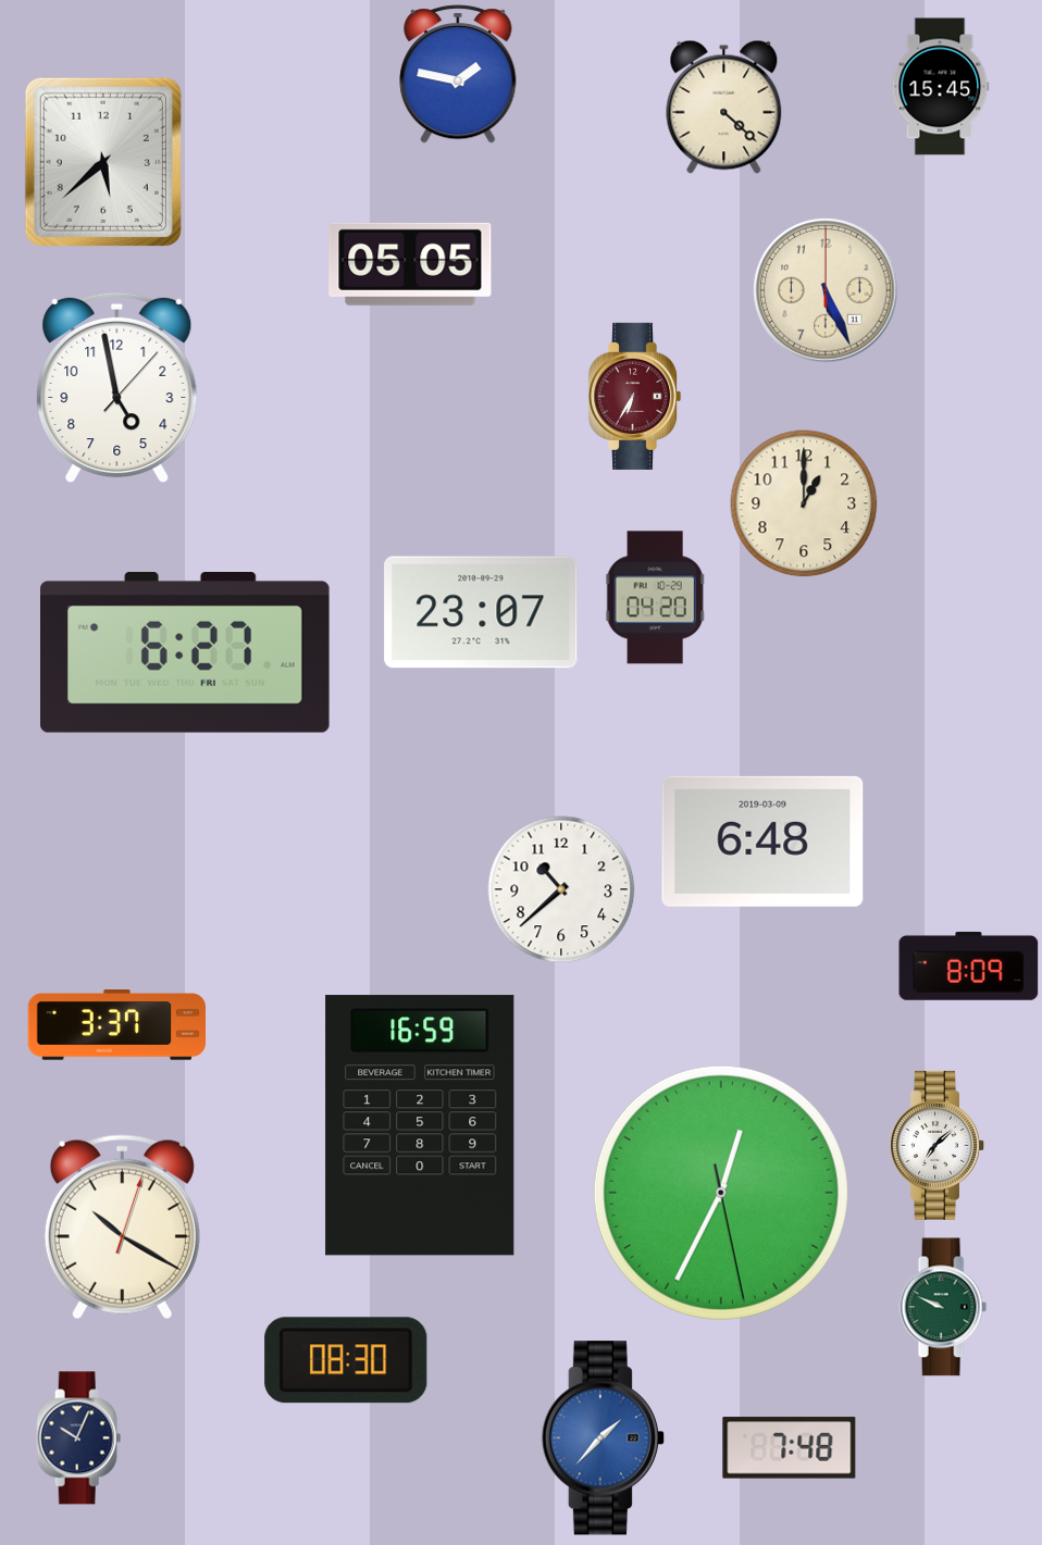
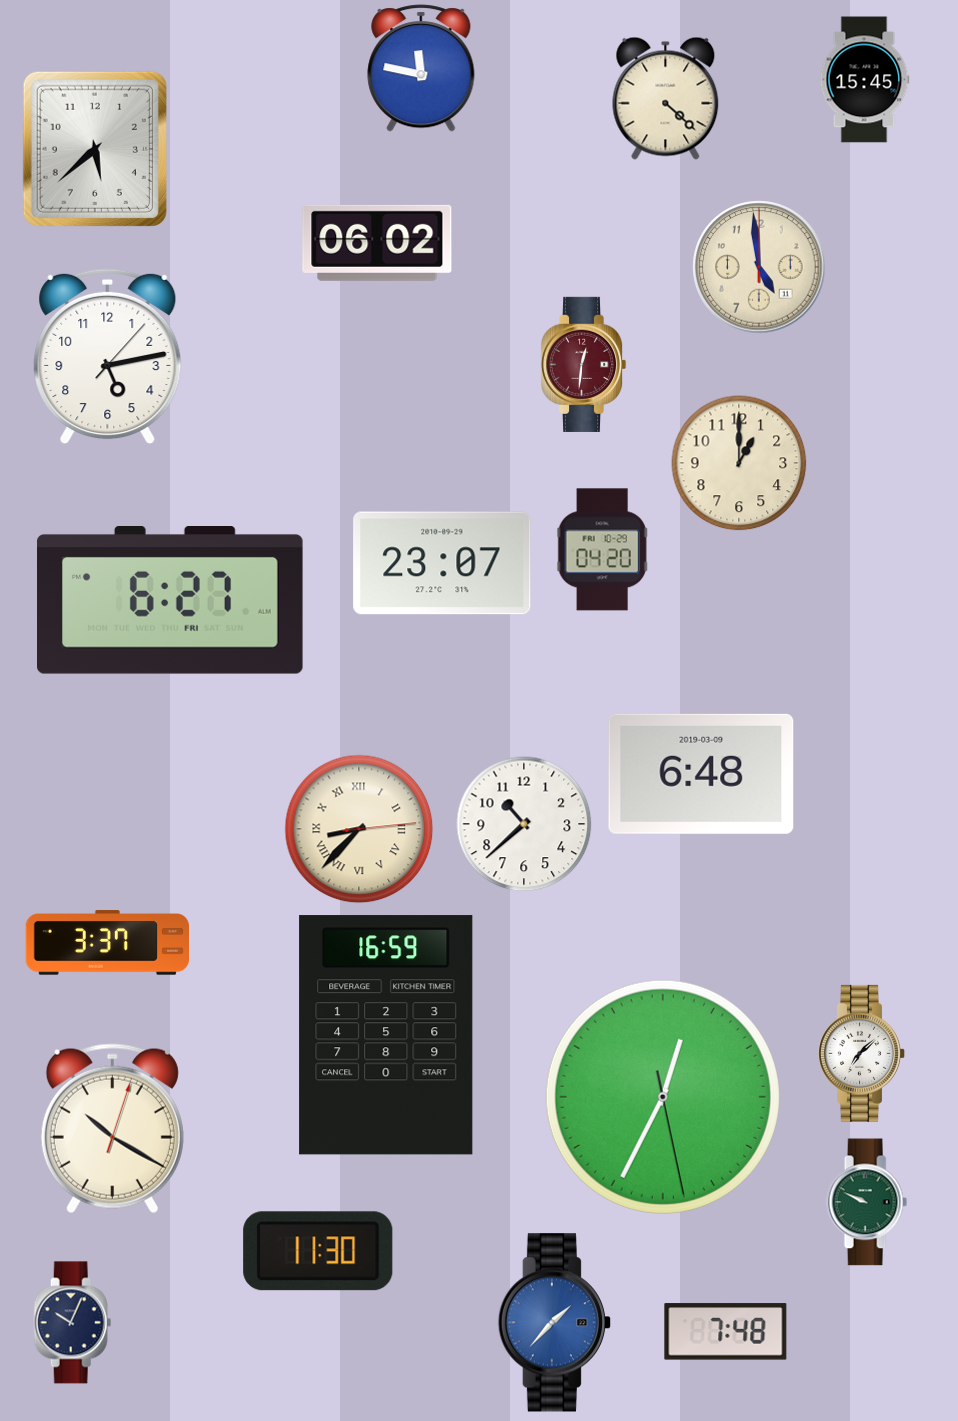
clock at (458, 74): 1:47 -> 11:47
clock at (410, 264): 05:05 -> 06:02
clock at (826, 290): 5:26 -> 4:59
clock at (117, 388): 4:58 -> 5:13
clock at (634, 396): 6:35 -> 12:31
clock at (561, 889) position: (561, 889) -> (524, 824)
clock at (359, 829): none -> 8:37
clock at (969, 965): 8:09 -> none
clock at (346, 1360): 08:30 -> 11:30
